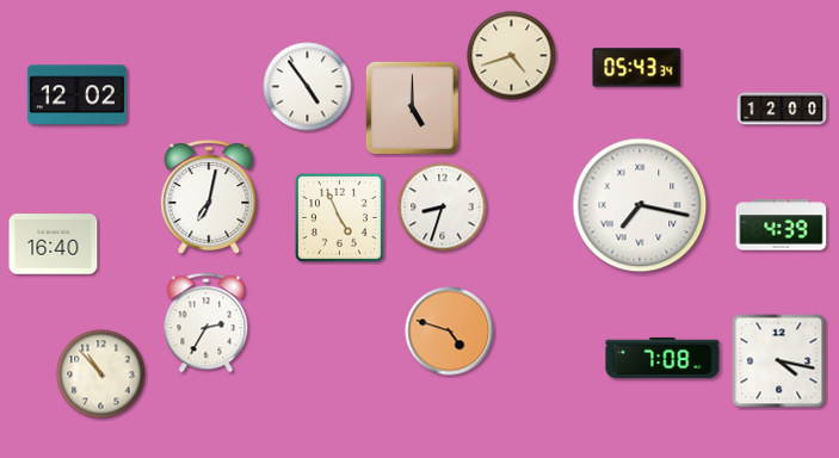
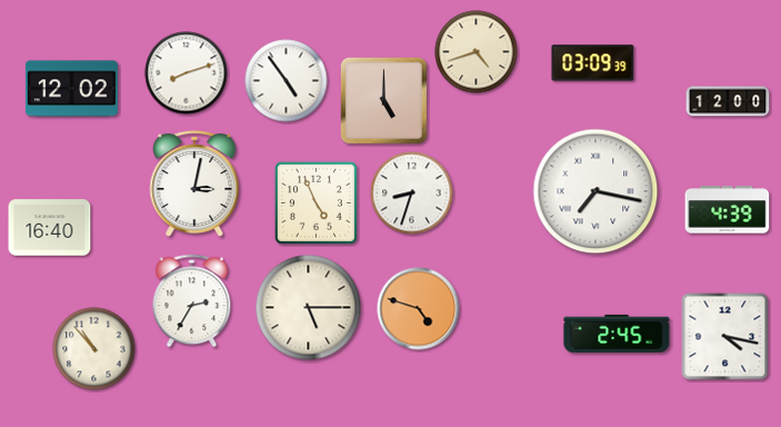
clock at (637, 68): 05:43 -> 03:09
clock at (187, 73): none -> 8:12
clock at (209, 197): 7:02 -> 3:02
clock at (309, 308): none -> 5:15
clock at (662, 358): 7:08 -> 2:45
